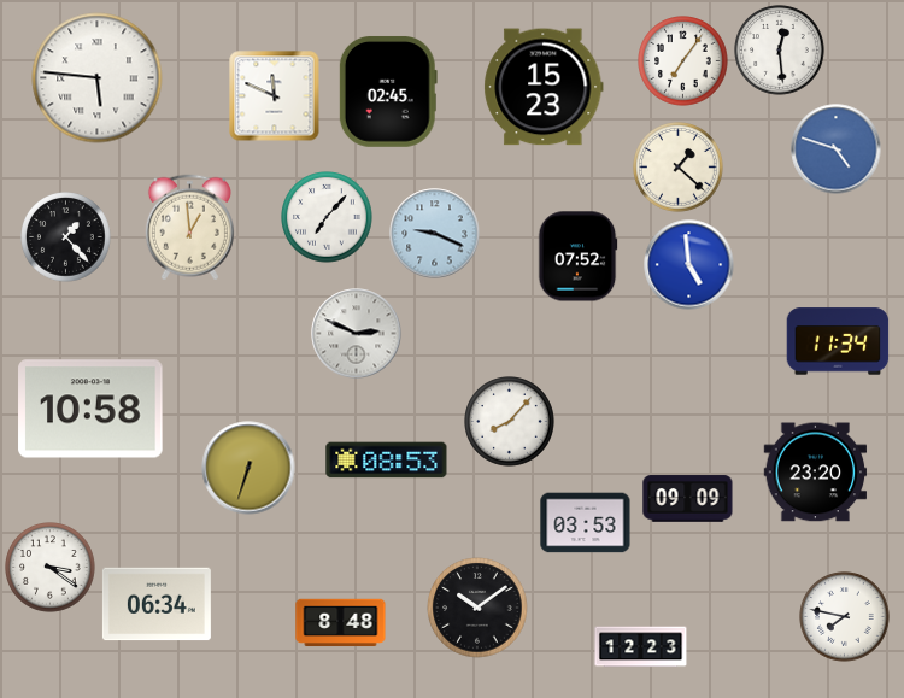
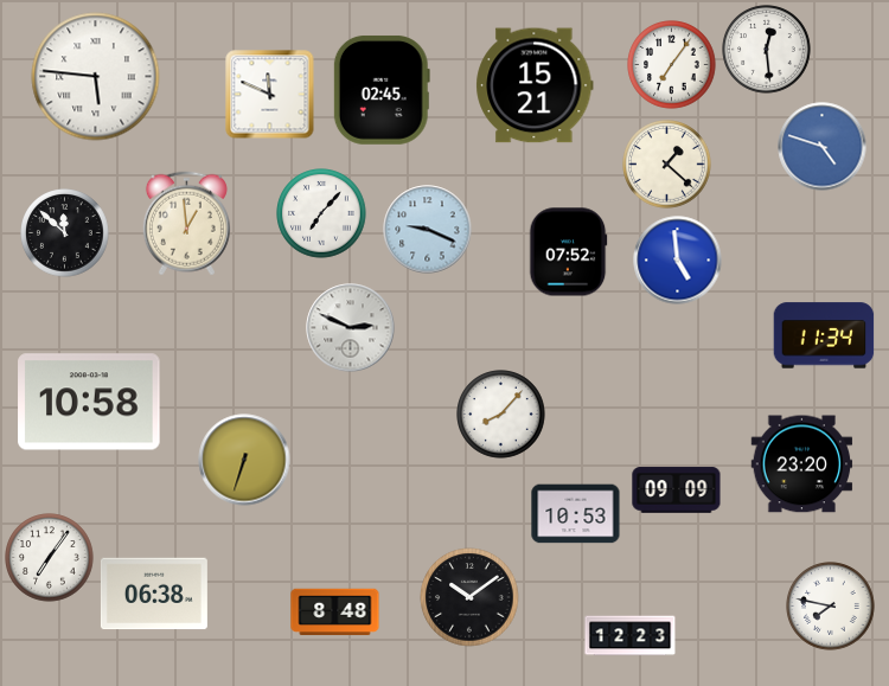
clock at (683, 61) position: (683, 61) -> (672, 65)
clock at (544, 87): 15:23 -> 15:21
clock at (66, 237): 1:23 -> 11:52
clock at (387, 461): 08:53 -> none
clock at (586, 523): 03:53 -> 10:53
clock at (51, 568): 3:21 -> 7:06
clock at (157, 604): 06:34 -> 06:38
